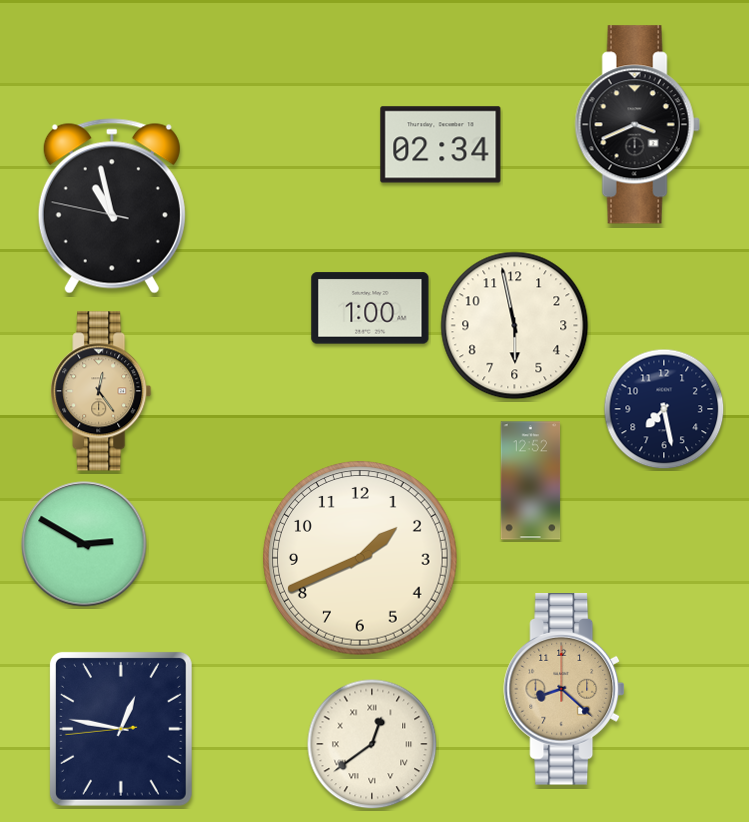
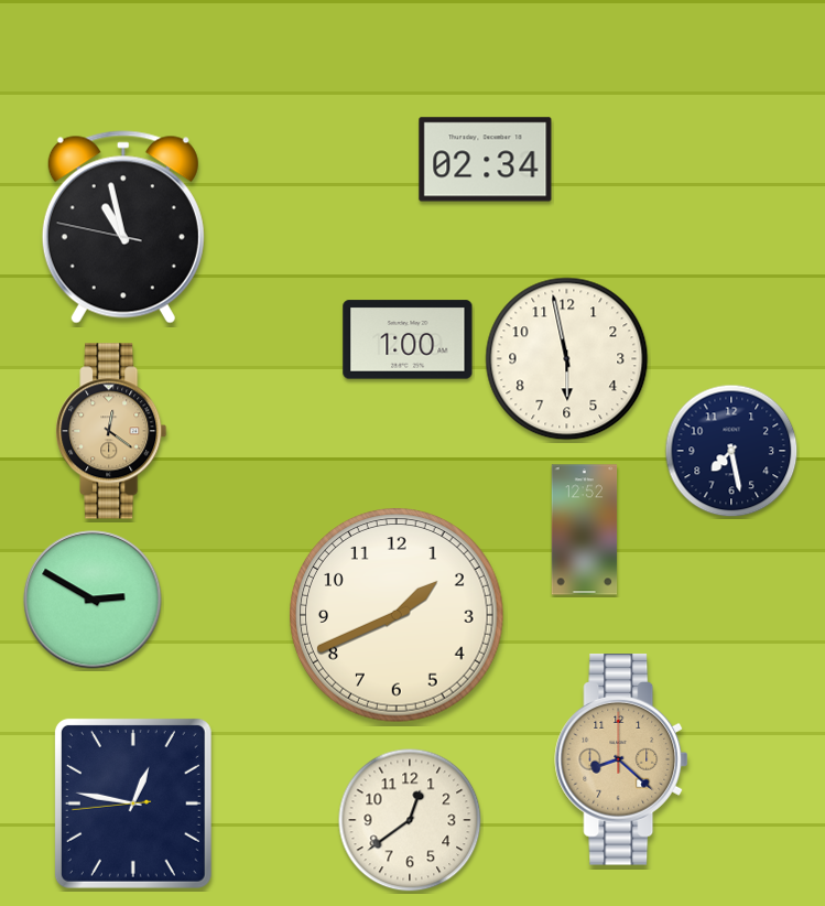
clock at (637, 125): 3:41 -> none
clock at (101, 391): 12:24 -> 12:21
clock at (372, 744) numerals: Roman -> Arabic
